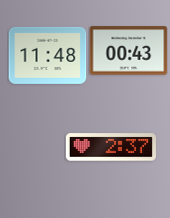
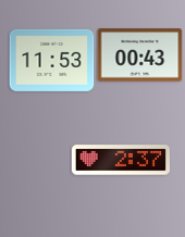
clock at (47, 55): 11:48 -> 11:53
